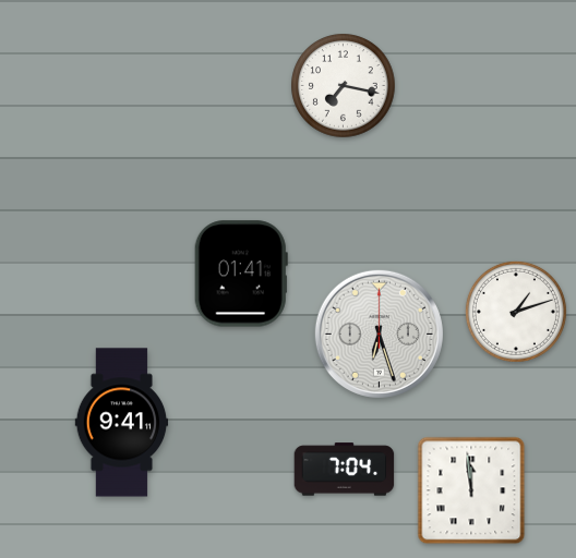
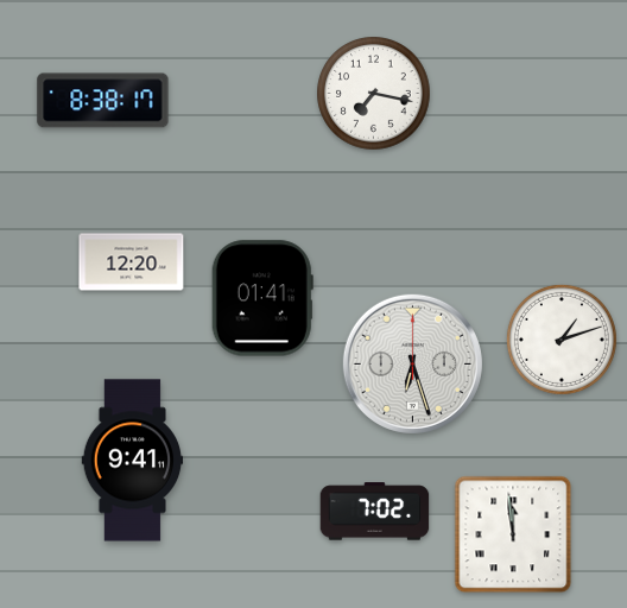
clock at (103, 101): none -> 8:38
clock at (132, 262): none -> 12:20
clock at (345, 470): 7:04 -> 7:02
